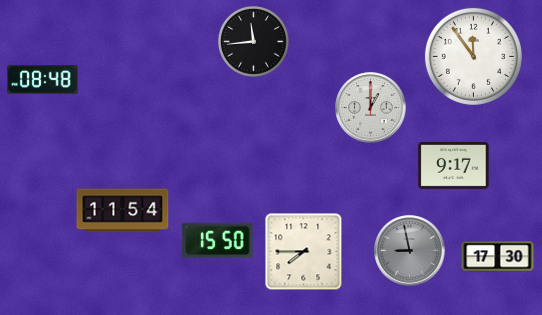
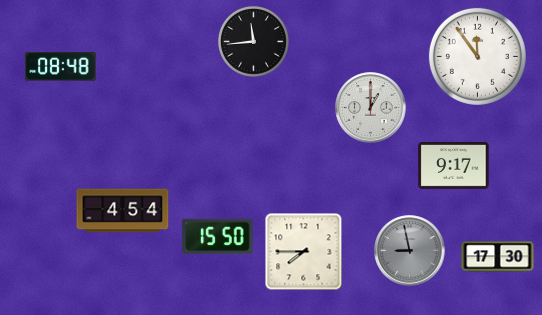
clock at (473, 56) position: (473, 56) -> (477, 56)
clock at (43, 80) position: (43, 80) -> (61, 67)
clock at (123, 211): 11:54 -> 4:54
clock at (218, 241) position: (218, 241) -> (218, 237)
